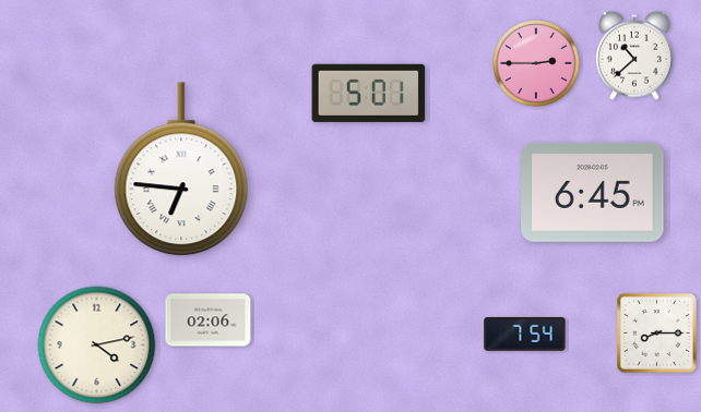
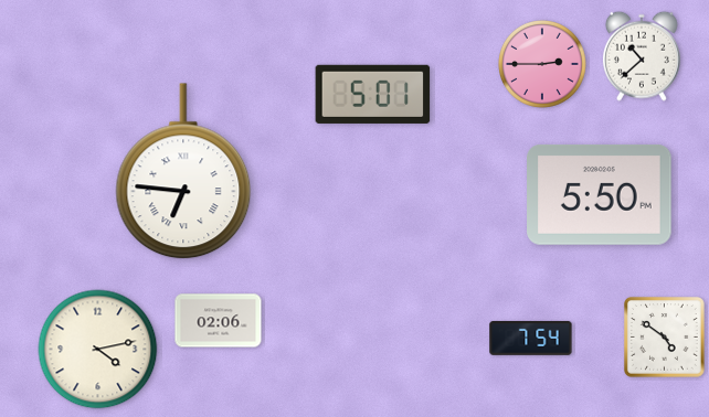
clock at (593, 192): 6:45 -> 5:50
clock at (209, 320) position: (209, 320) -> (219, 321)
clock at (657, 334): 8:15 -> 4:51
